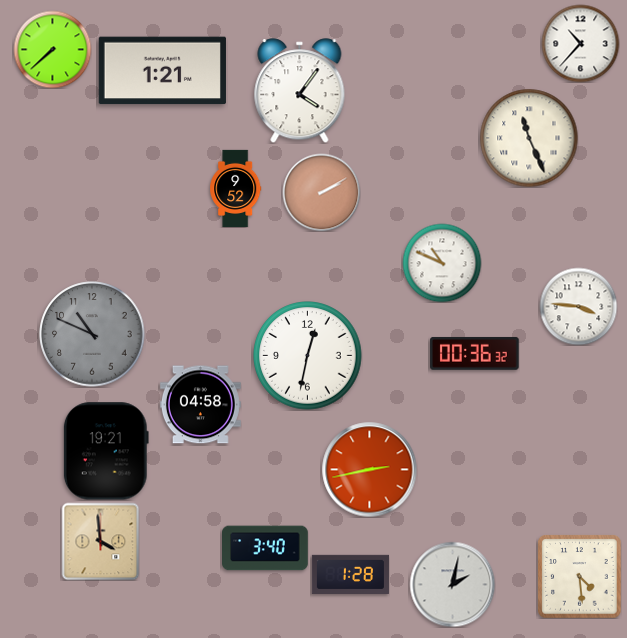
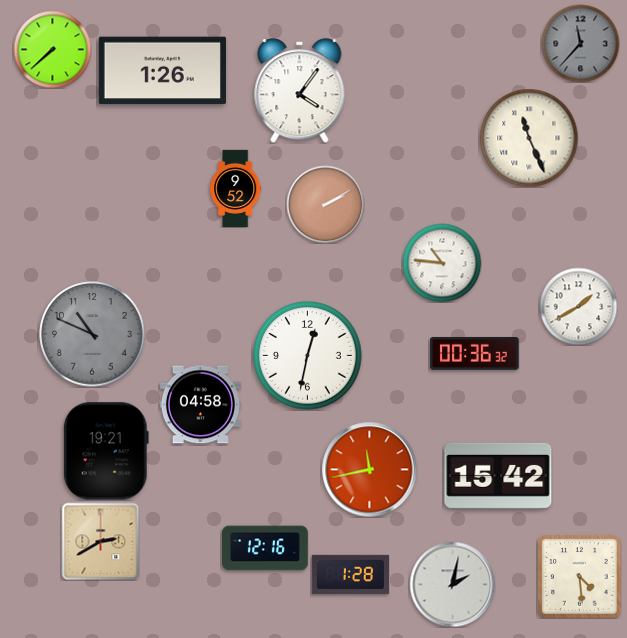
clock at (580, 43): 10:37 -> 11:37
clock at (580, 43) dial: white -> grey
clock at (162, 71): 1:21 -> 1:26
clock at (321, 192) position: (321, 192) -> (325, 204)
clock at (442, 263): 10:49 -> 10:46
clock at (578, 306): 3:46 -> 1:40
clock at (369, 469): 2:43 -> 11:43
clock at (498, 476): none -> 15:42
clock at (100, 541): 3:59 -> 2:40
clock at (265, 548): 3:40 -> 12:16
